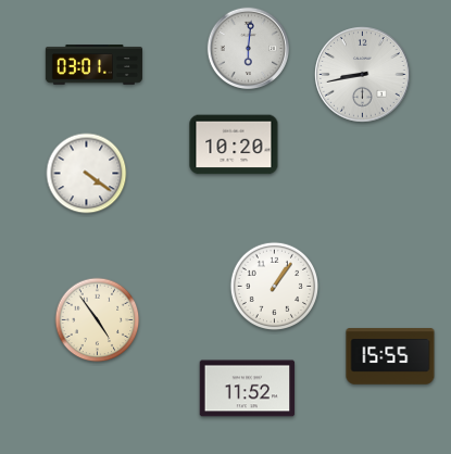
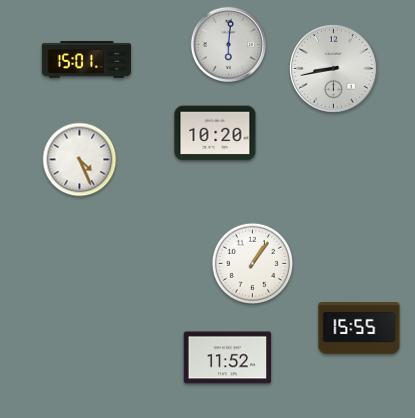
clock at (93, 65): 03:01 -> 15:01
clock at (87, 174): 4:21 -> 4:26
clock at (98, 320): 4:54 -> none
